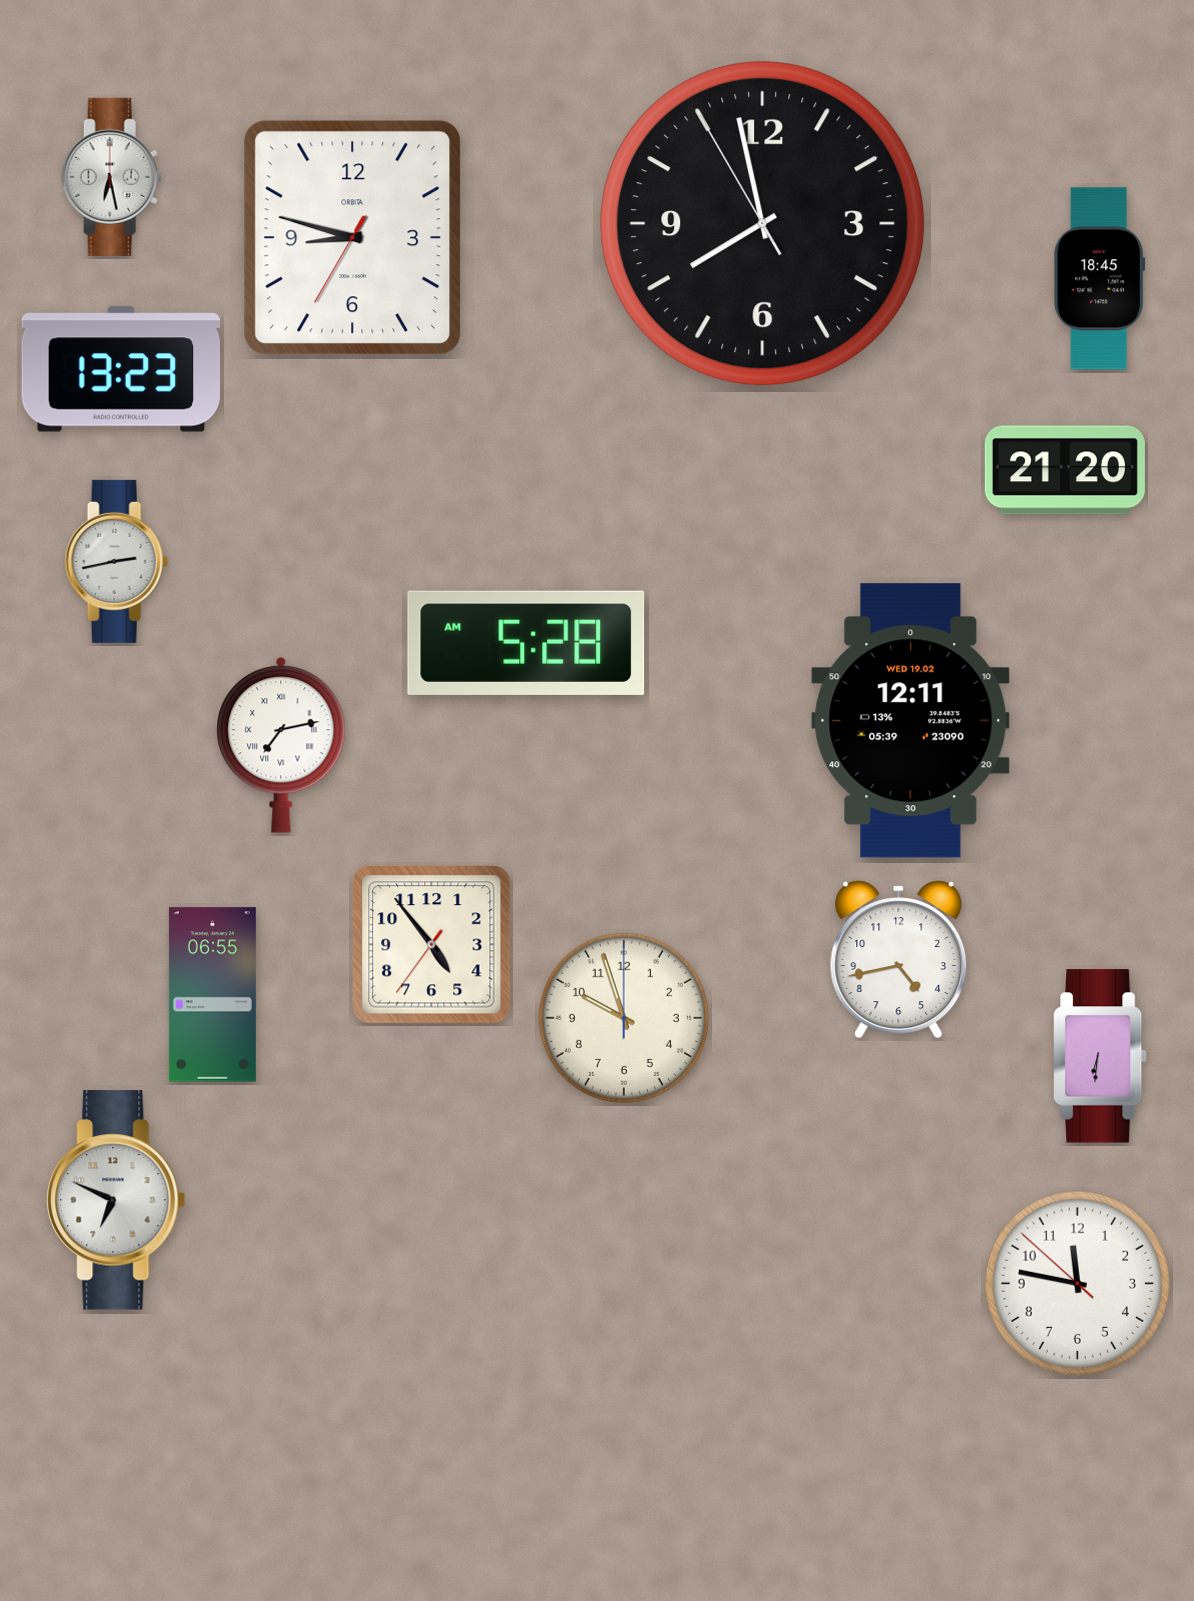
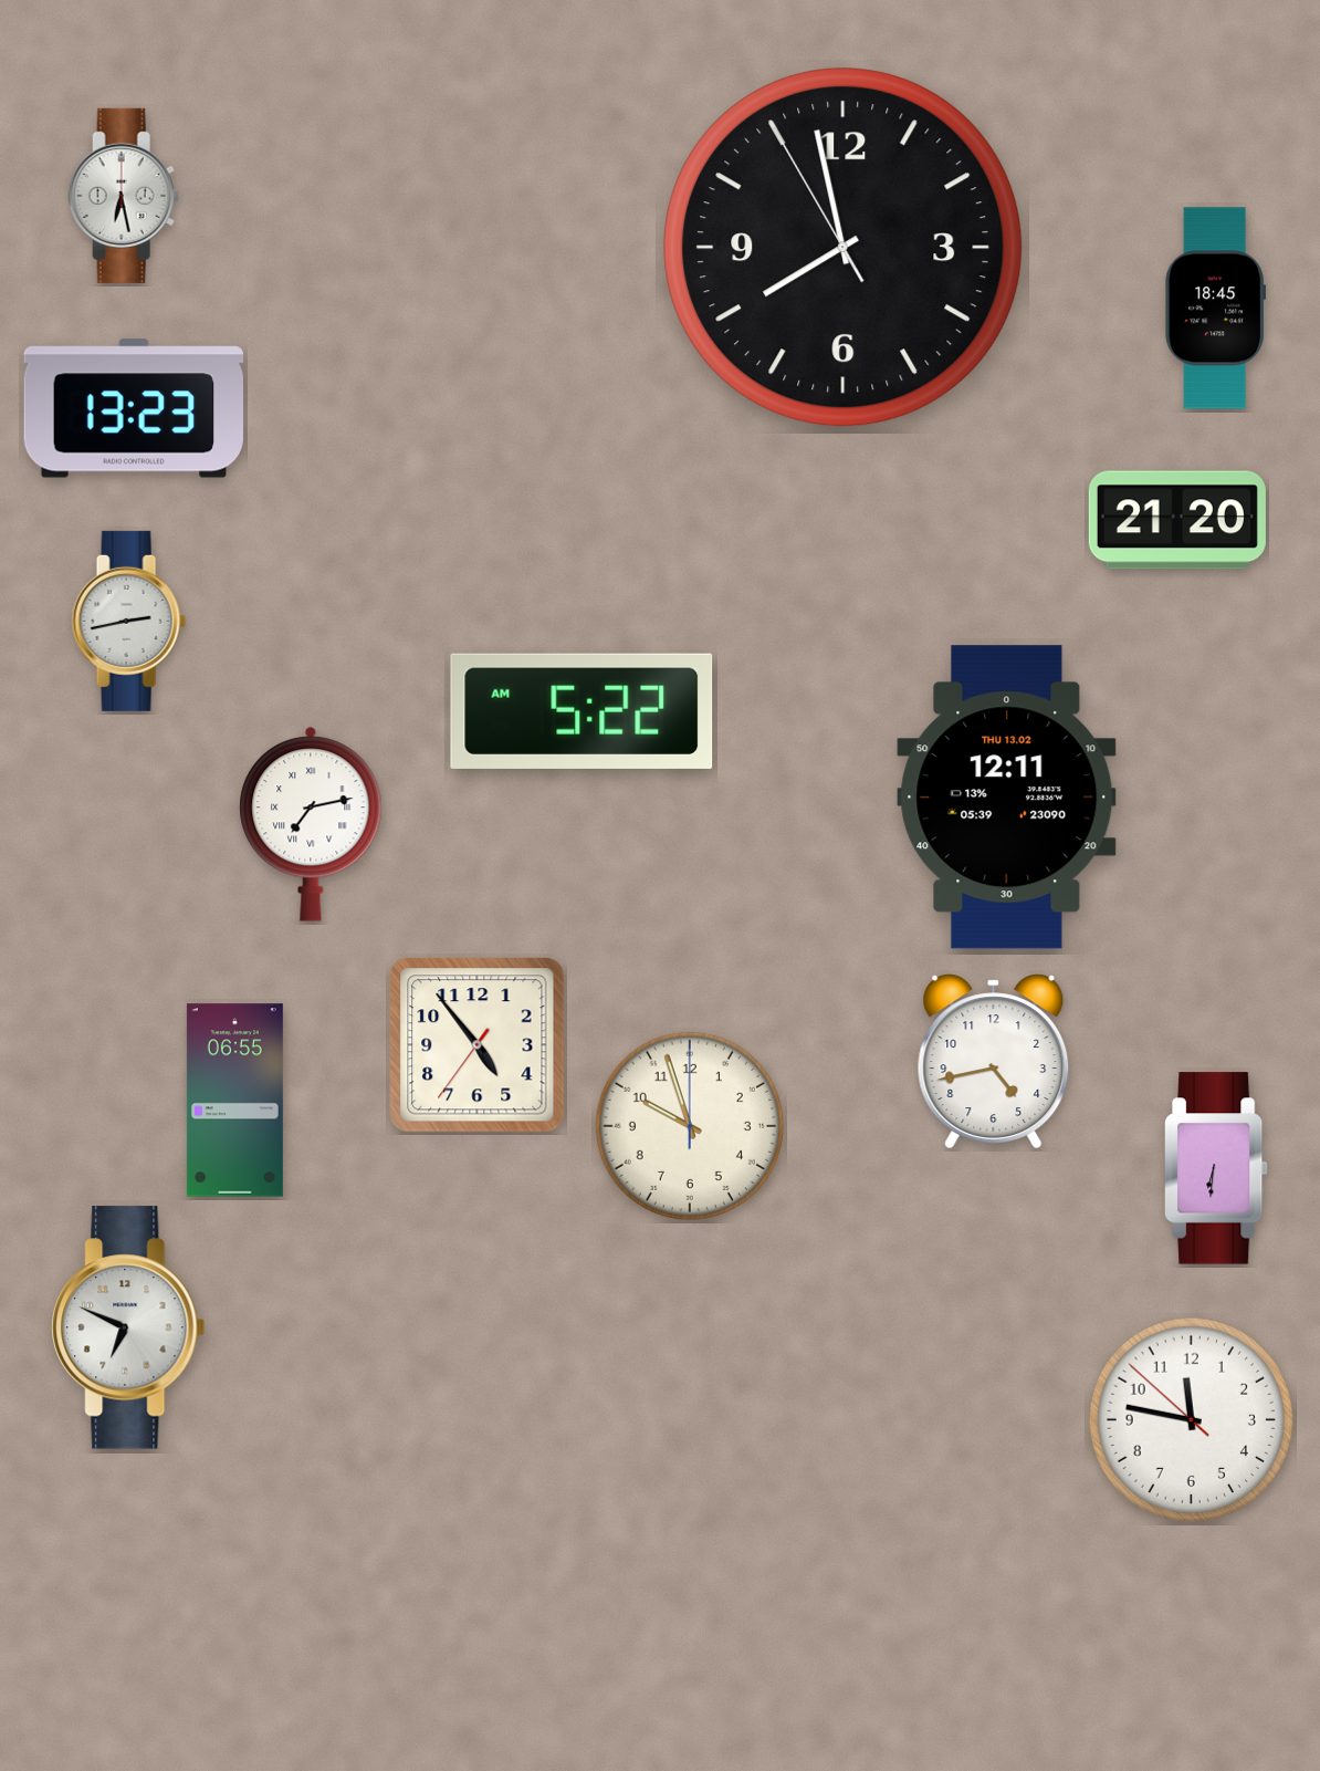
clock at (353, 238): 8:47 -> none
clock at (526, 643): 5:28 -> 5:22
clock at (911, 721) date: WED 19.02 -> THU 13.02
